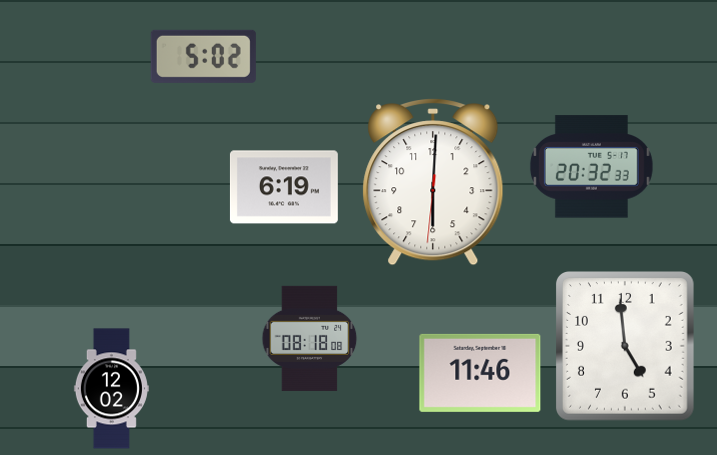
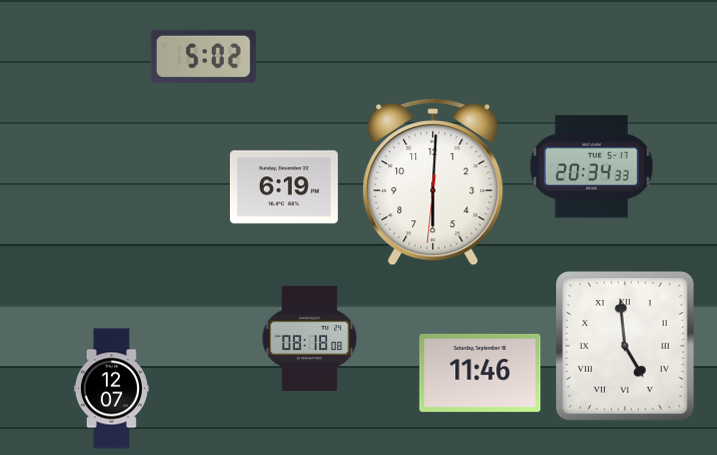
clock at (591, 167): 20:32 -> 20:34
clock at (625, 347) numerals: Arabic -> Roman
clock at (111, 389): 12:02 -> 12:07
